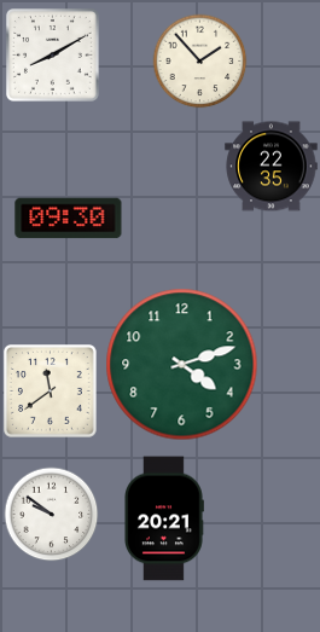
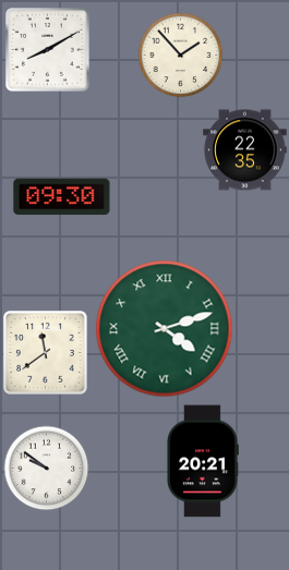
clock at (182, 365) numerals: Arabic -> Roman
clock at (51, 514) position: (51, 514) -> (46, 468)
clock at (164, 518) position: (164, 518) -> (203, 461)
